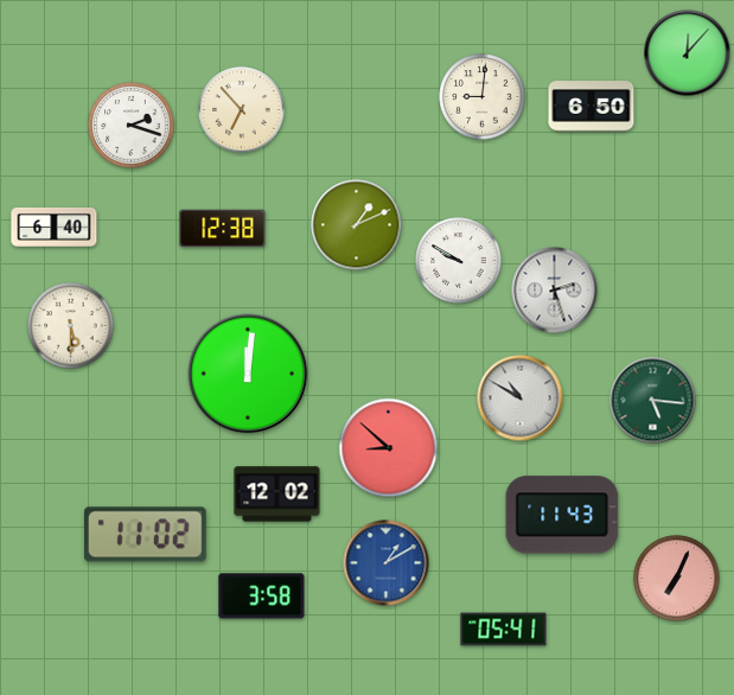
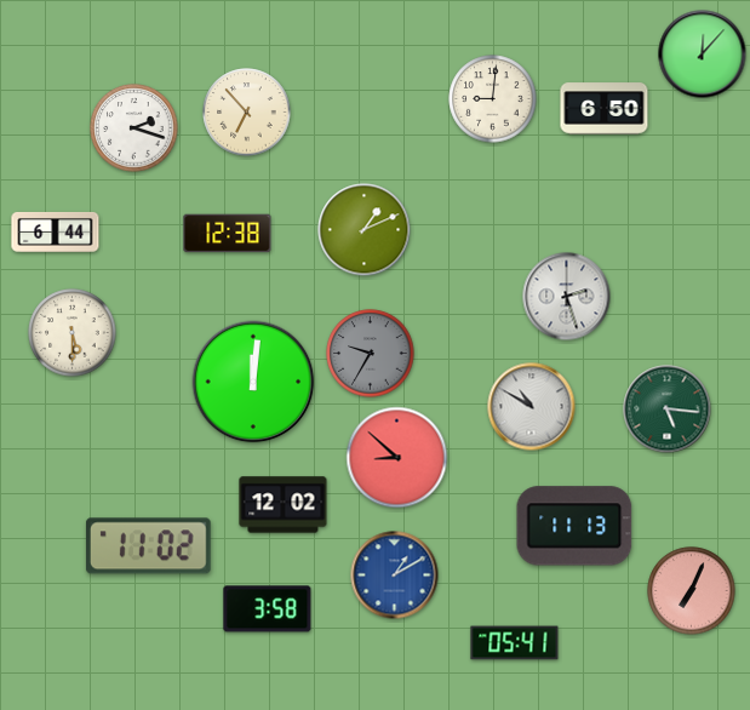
clock at (55, 228): 6:40 -> 6:44
clock at (459, 261): 9:50 -> none
clock at (371, 354): none -> 9:35
clock at (562, 515): 11:43 -> 11:13
